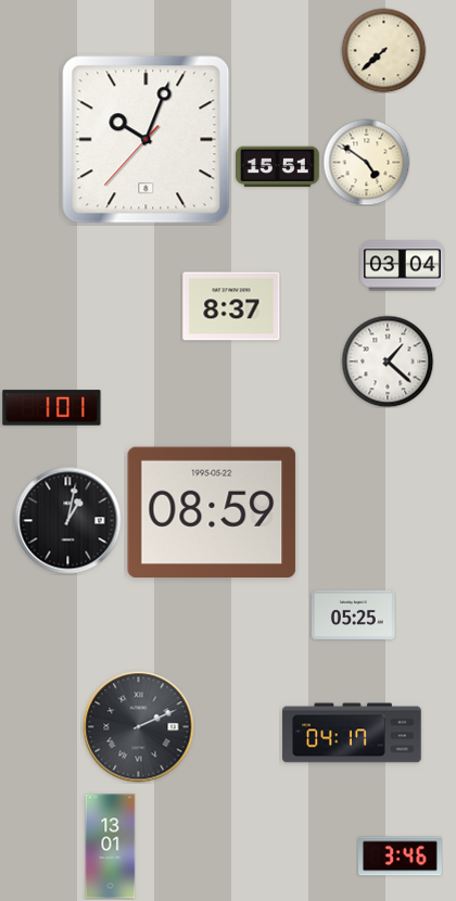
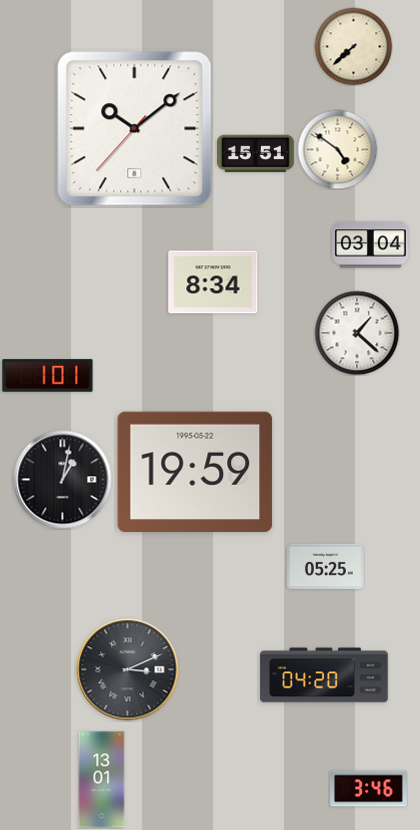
clock at (147, 140): 10:03 -> 10:08
clock at (231, 306): 8:37 -> 8:34
clock at (212, 511): 08:59 -> 19:59
clock at (139, 727): 2:11 -> 3:11
clock at (352, 733): 04:17 -> 04:20
